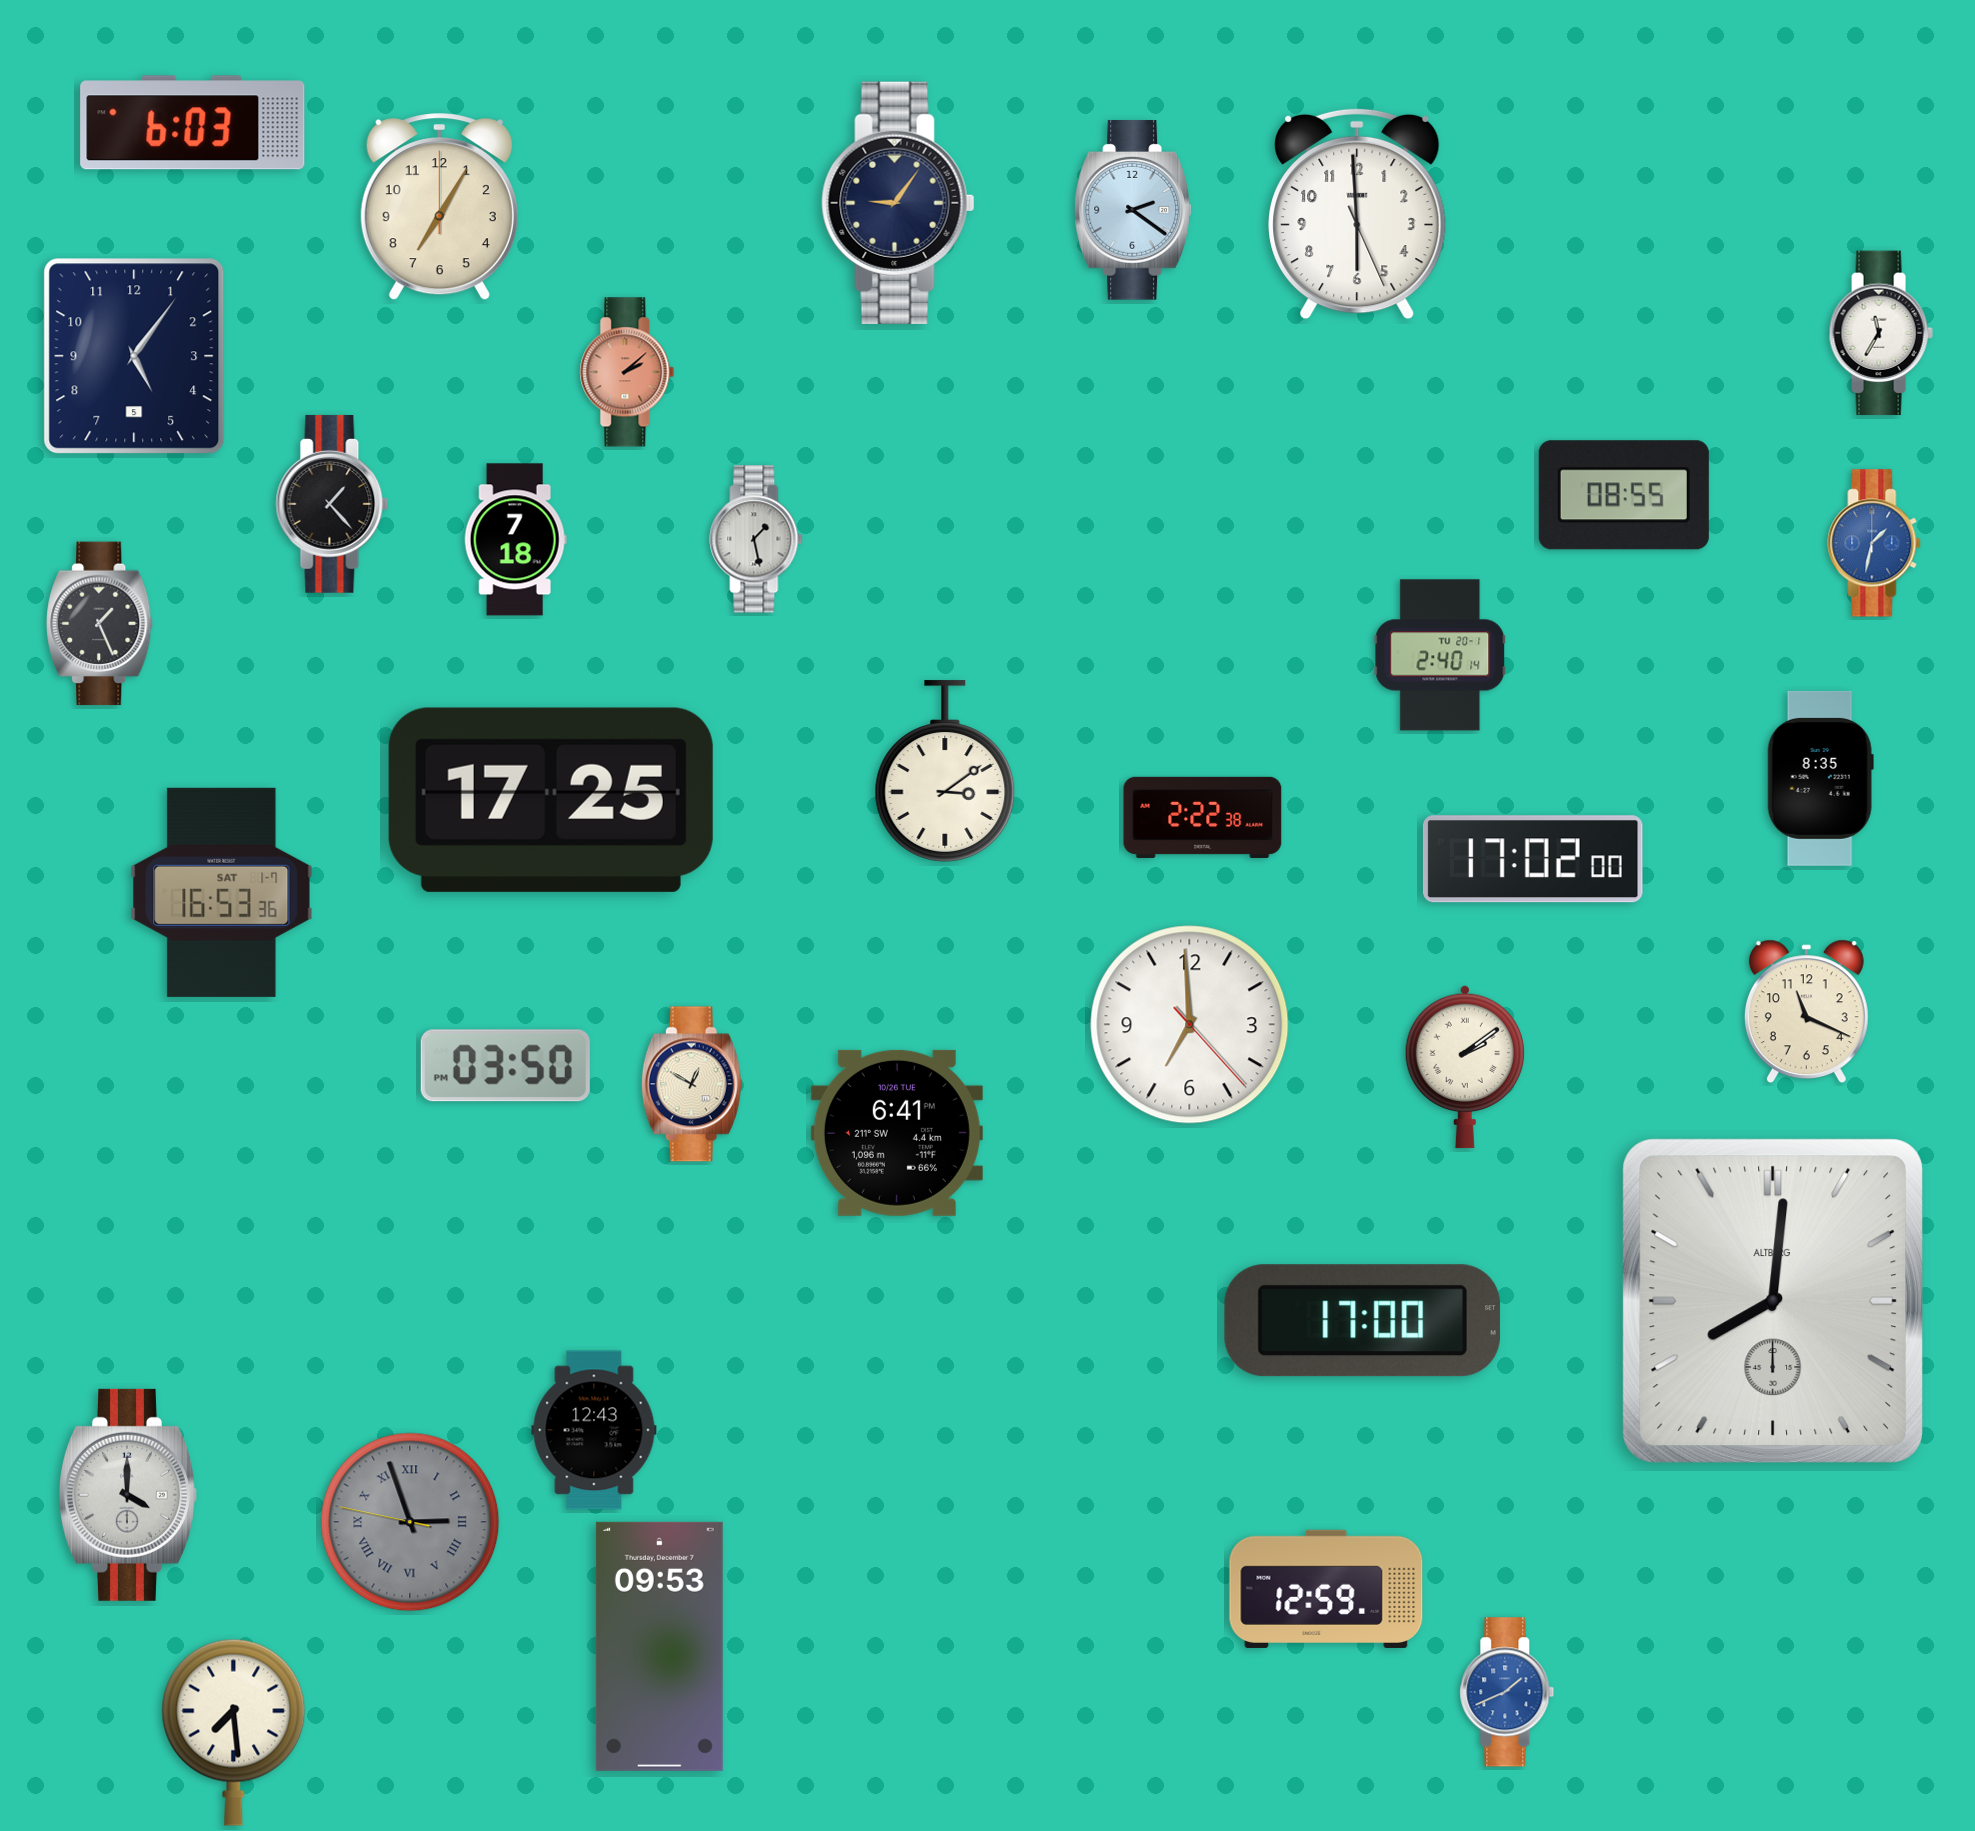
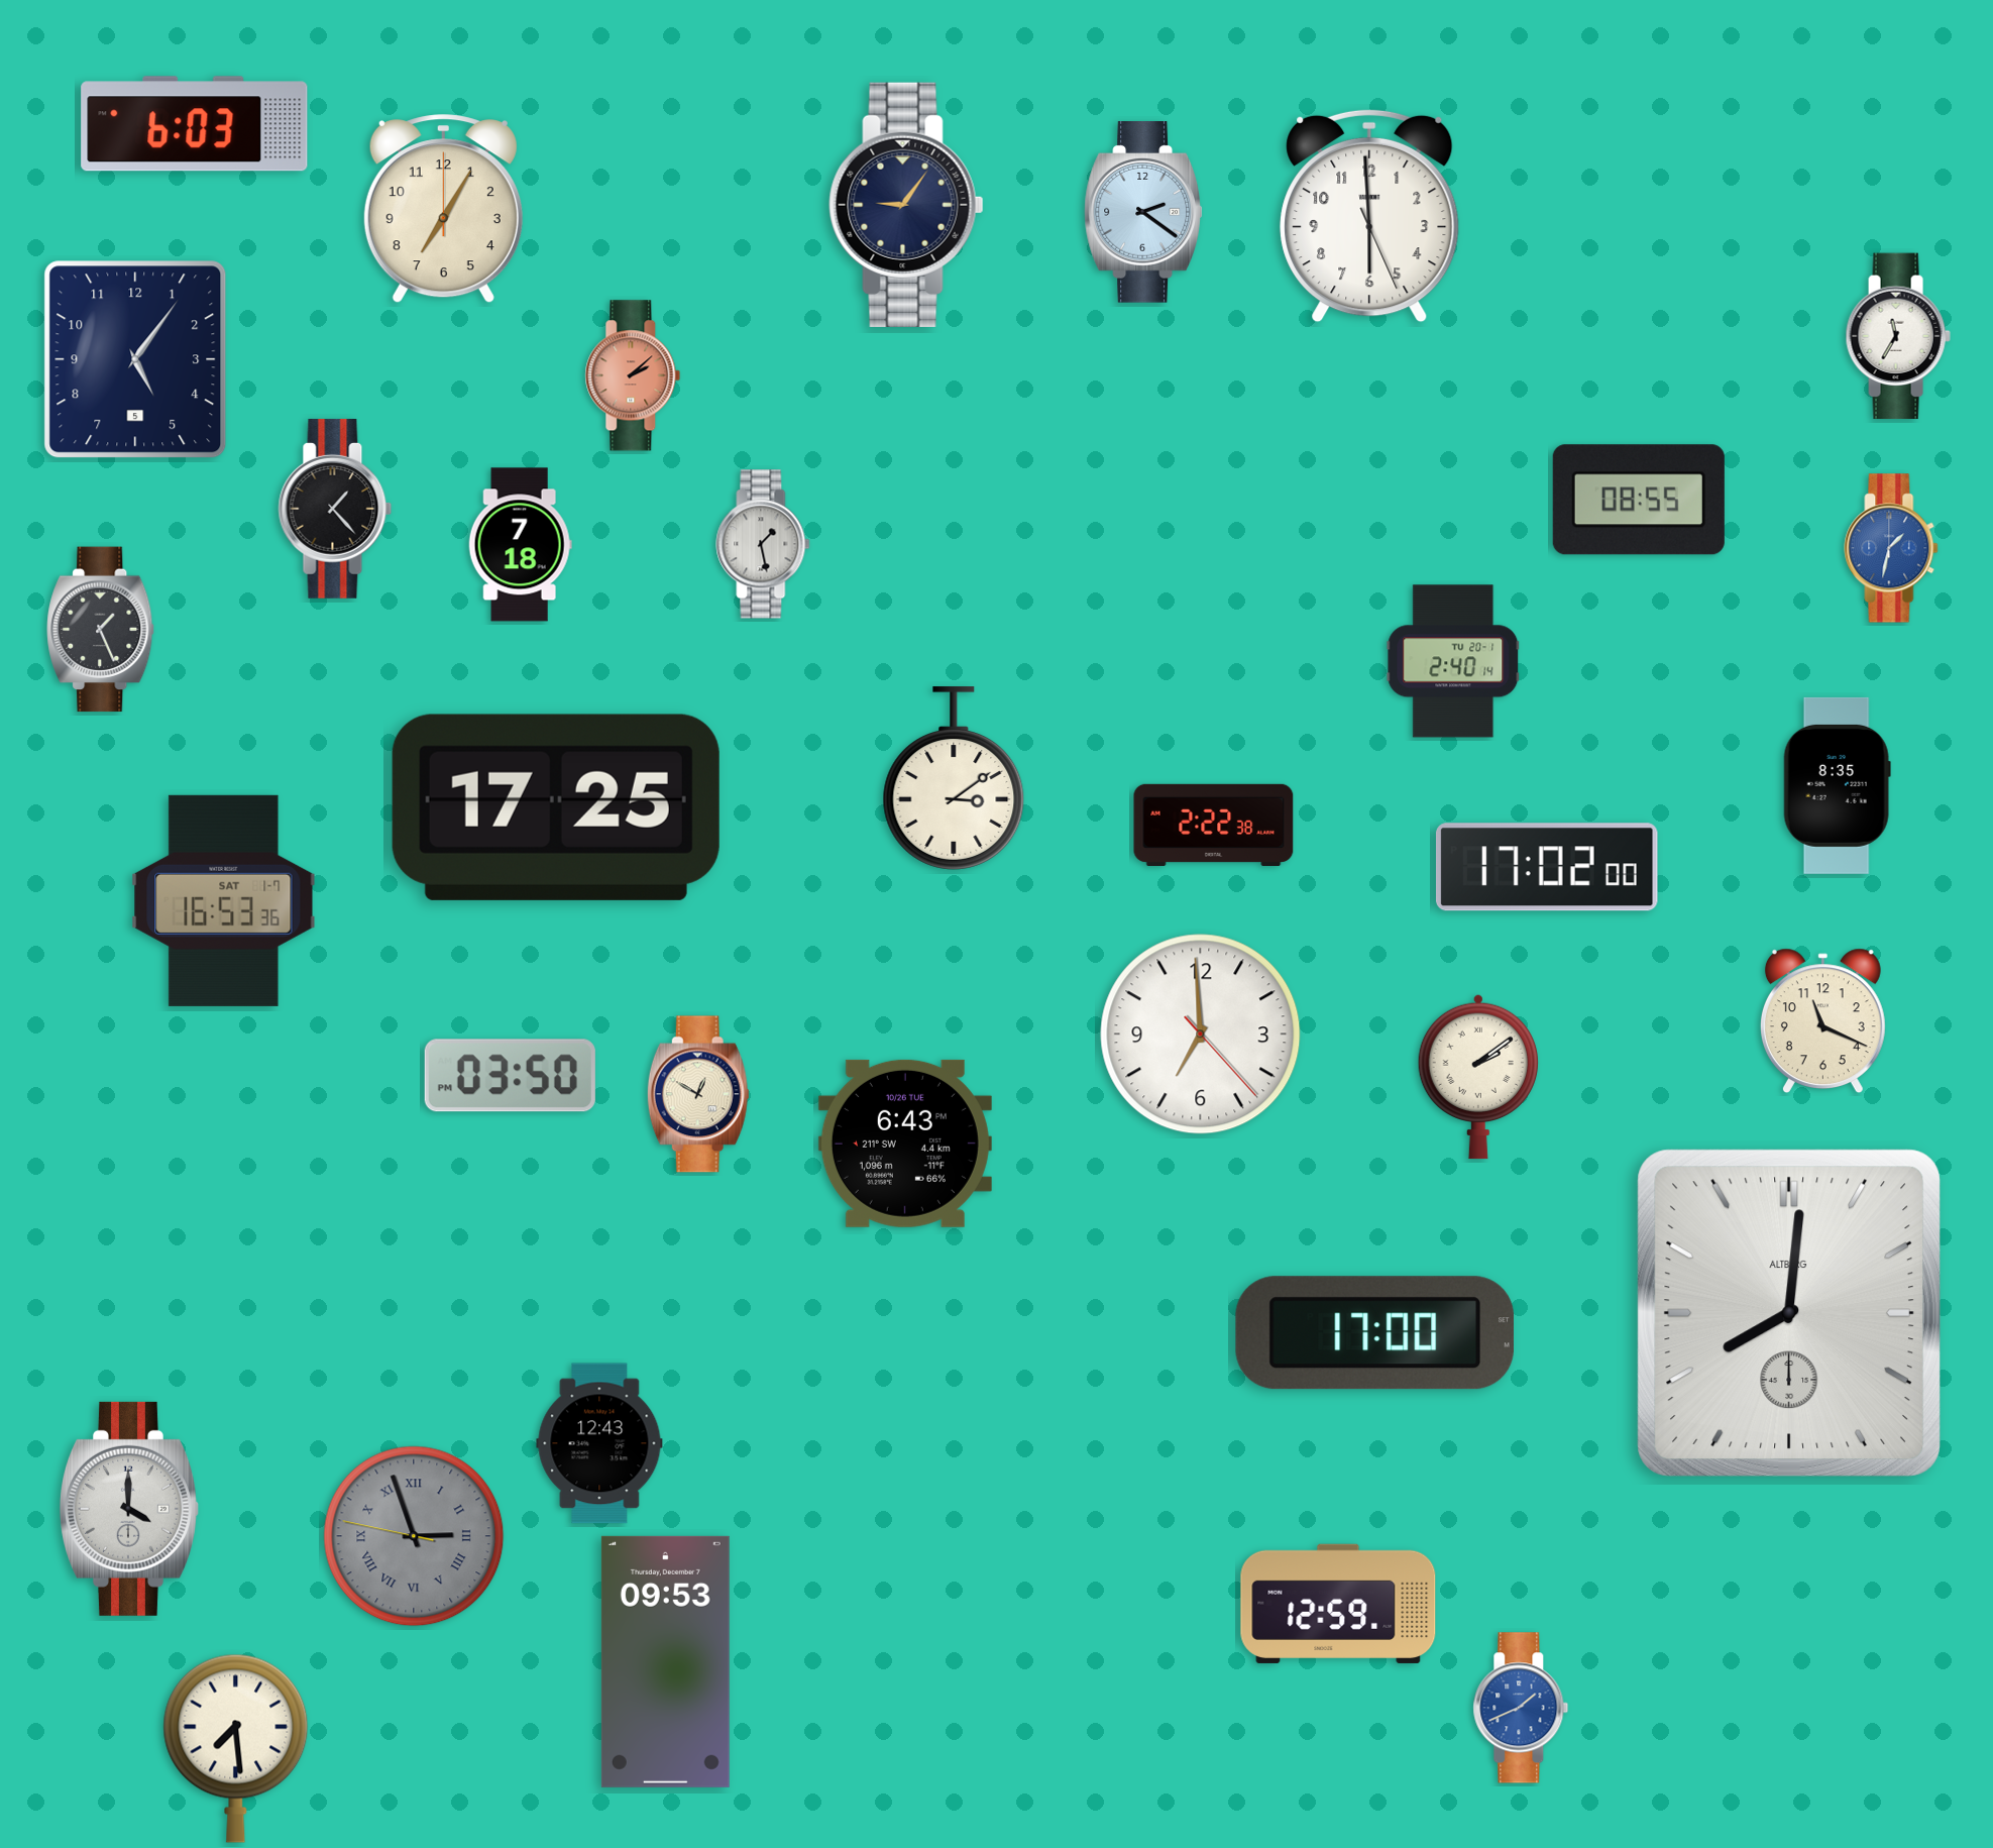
clock at (897, 1133): 6:41 -> 6:43
